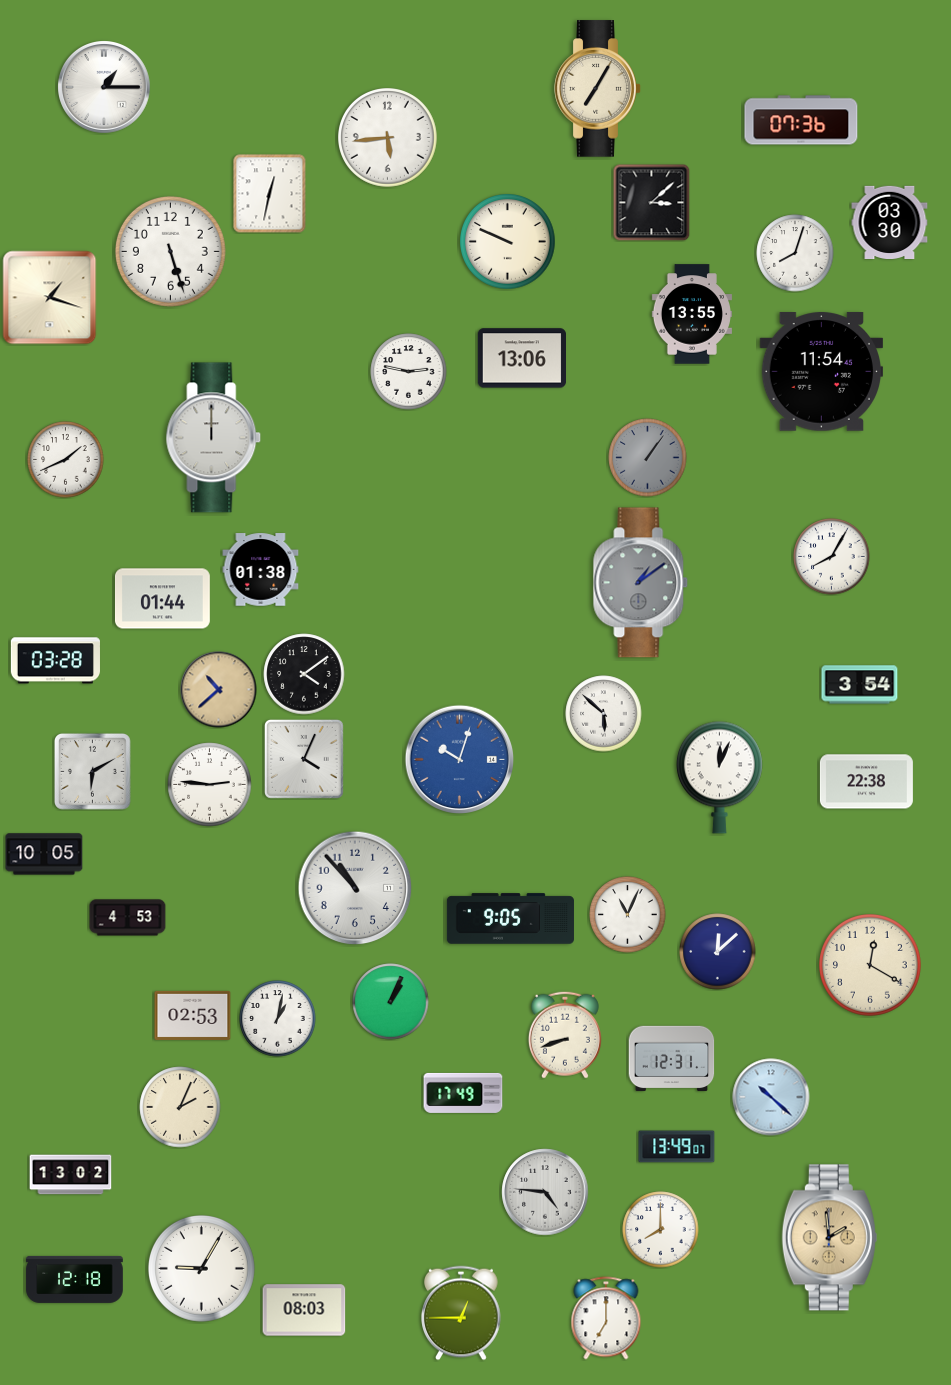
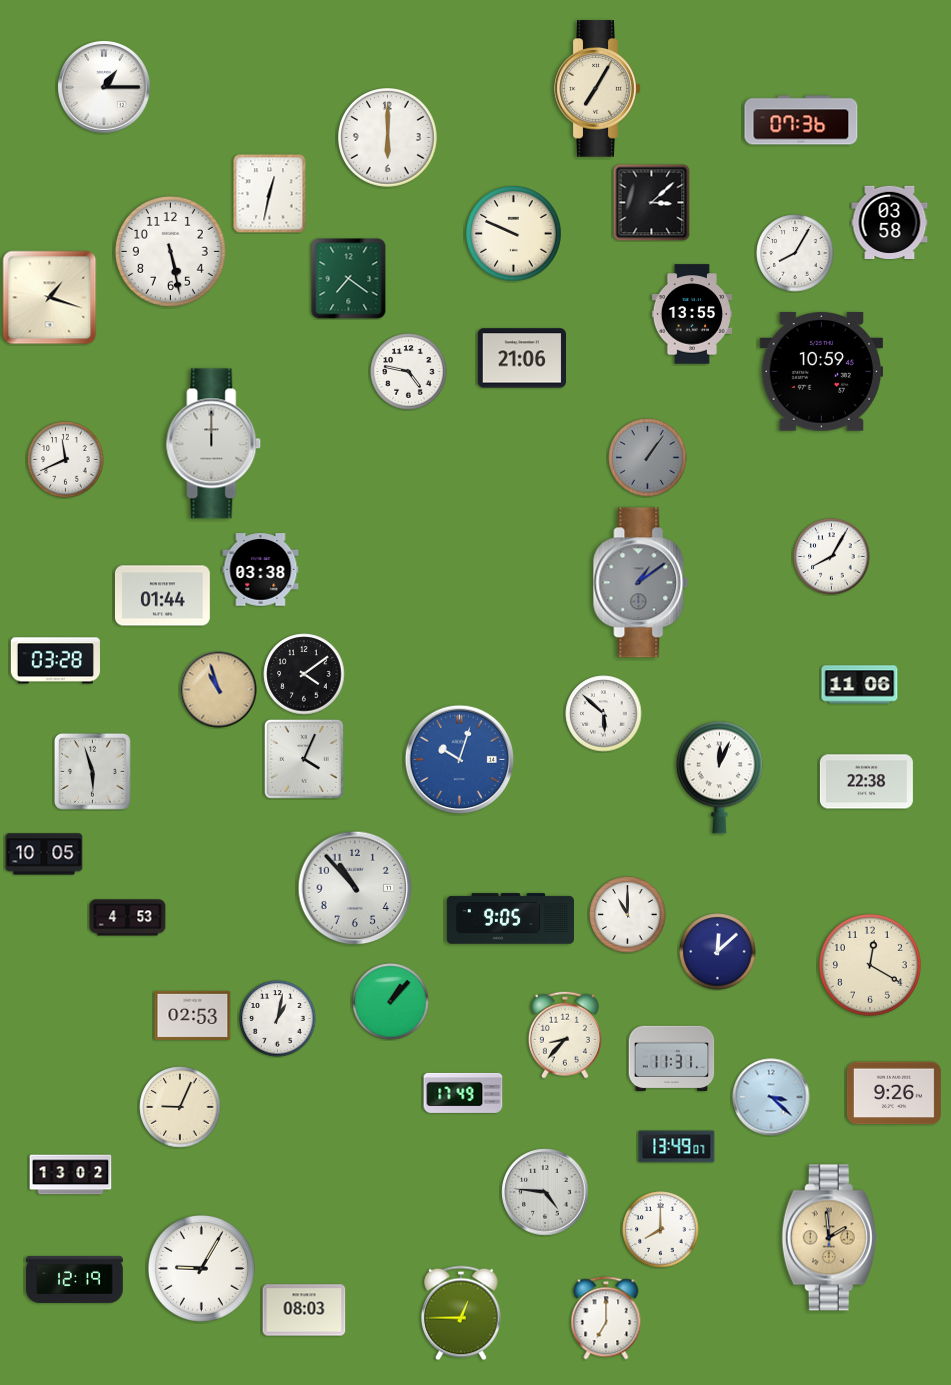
clock at (388, 138): 5:44 -> 6:00
clock at (890, 222): 03:30 -> 03:58
clock at (508, 242) position: (508, 242) -> (514, 234)
clock at (170, 251): 5:27 -> 5:28
clock at (795, 253): 8:03 -> 8:05
clock at (349, 279): none -> 7:21
clock at (521, 358): 13:06 -> 21:06
clock at (409, 372): 2:47 -> 4:47
clock at (821, 372): 11:54 -> 10:59
clock at (214, 438) position: (214, 438) -> (214, 444)
clock at (66, 460): 1:41 -> 11:41
clock at (261, 570): 01:38 -> 03:38
clock at (162, 599) position: (162, 599) -> (162, 596)
clock at (860, 685): 3:54 -> 11:06
clock at (219, 690): 10:38 -> 10:57
clock at (93, 772): 6:10 -> 5:57
clock at (210, 785): 2:46 -> none
clock at (628, 915): 11:04 -> 11:00
clock at (391, 1002): 1:04 -> 1:07
clock at (565, 1035): 8:42 -> 8:37
clock at (672, 1059): 12:31 -> 11:31
clock at (894, 1093): none -> 9:26
clock at (771, 1097): 10:22 -> 3:22
clock at (180, 1107): 2:04 -> 9:04
clock at (75, 1279): 12:18 -> 12:19
